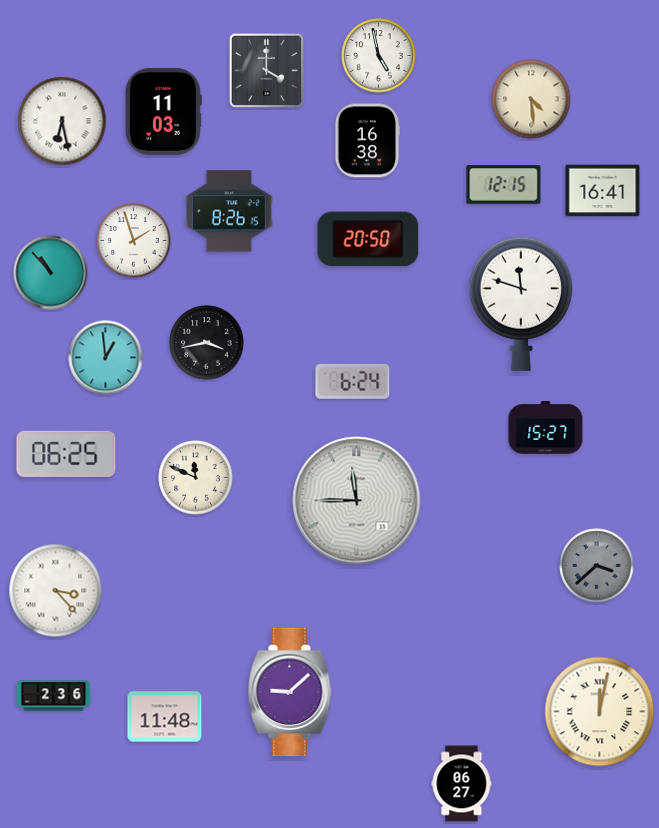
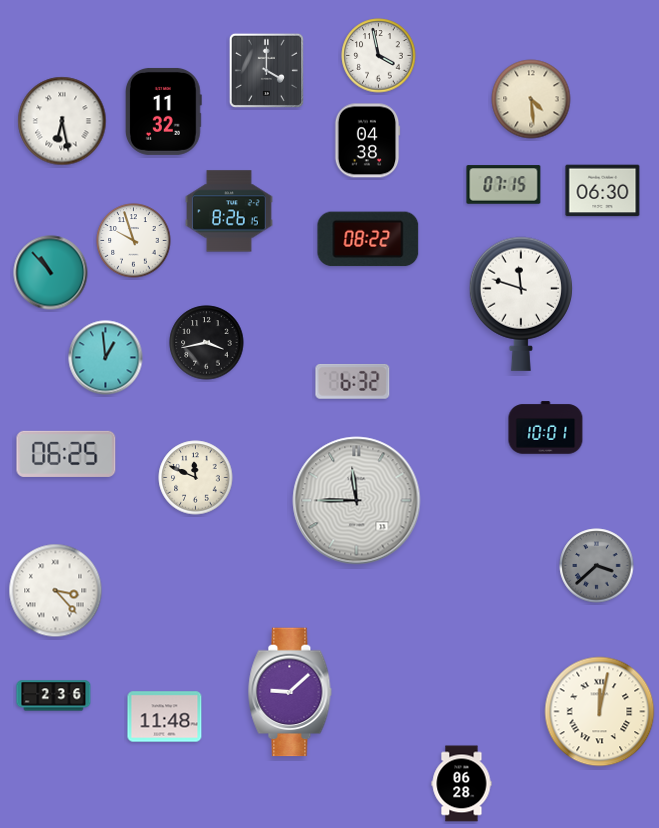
clock at (379, 56): 4:58 -> 3:58
clock at (163, 111): 11:03 -> 11:32
clock at (367, 141): 16:38 -> 04:38
clock at (504, 185): 12:15 -> 07:15
clock at (603, 191): 16:41 -> 06:30
clock at (368, 239): 20:50 -> 08:22
clock at (134, 241): 1:57 -> 9:57
clock at (353, 381): 6:24 -> 6:32
clock at (546, 428): 15:27 -> 10:01
clock at (462, 784): 06:27 -> 06:28
